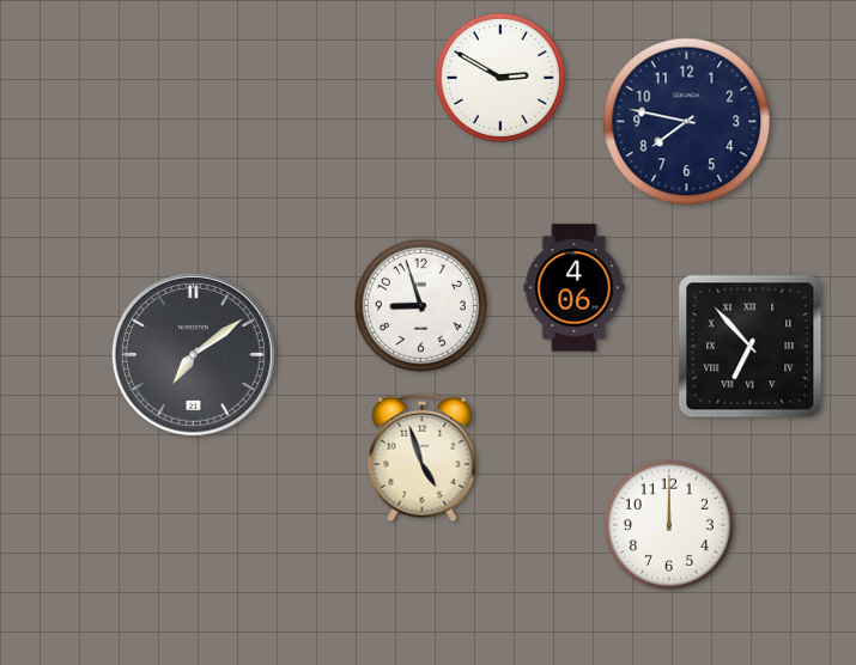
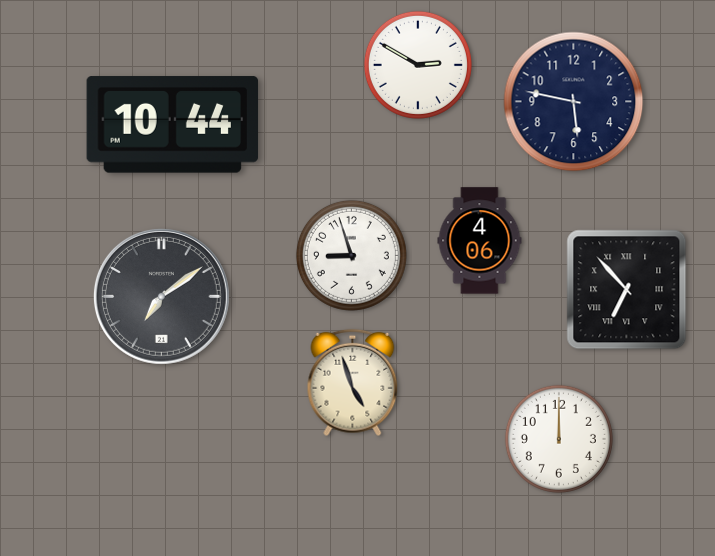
clock at (687, 122): 7:47 -> 5:47
clock at (173, 125): none -> 10:44
